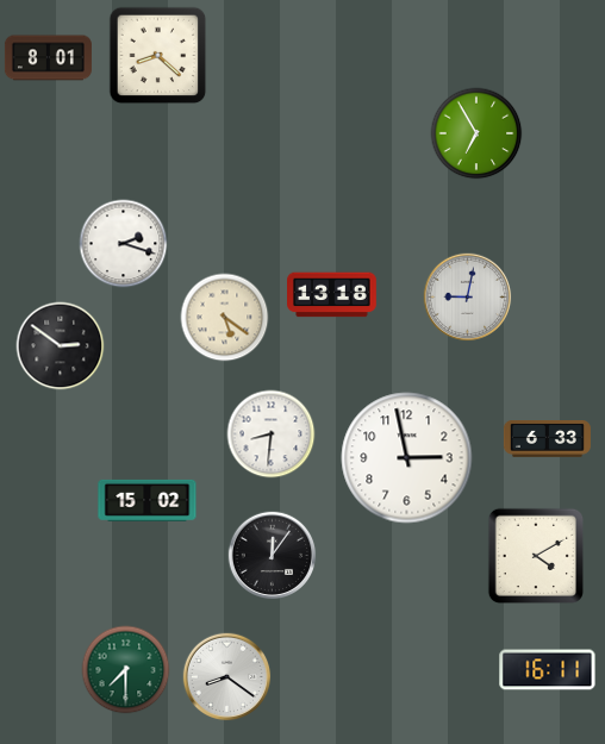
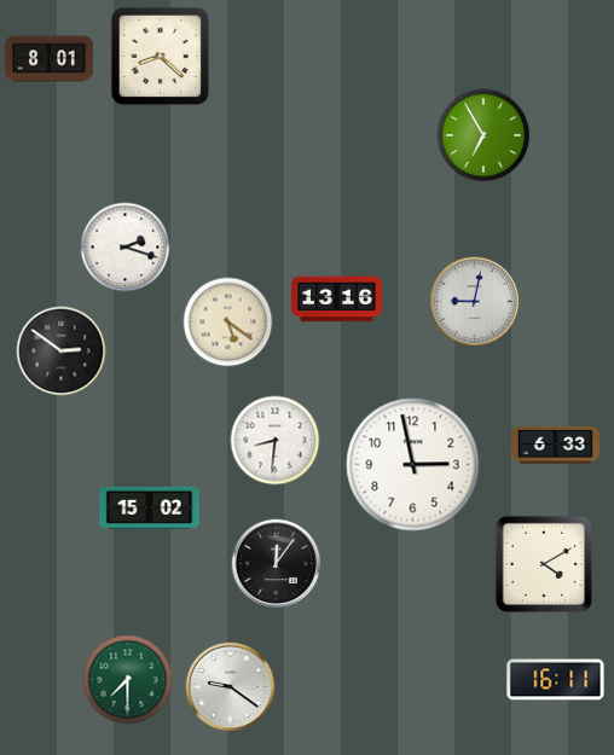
clock at (332, 295): 13:18 -> 13:16
clock at (227, 677): 8:21 -> 9:21
